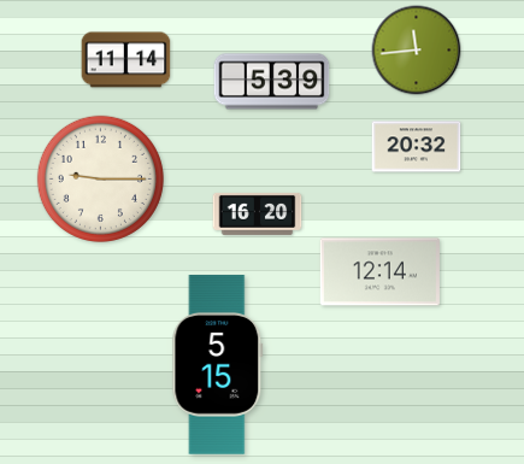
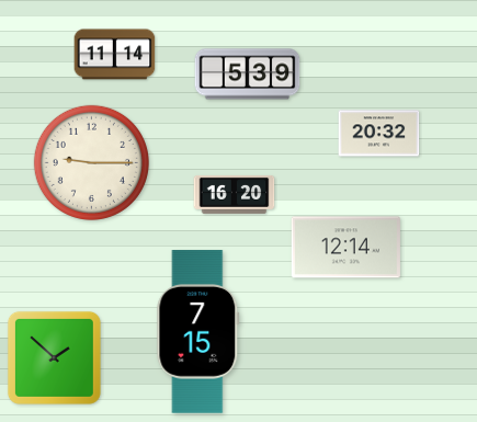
clock at (417, 51): 11:44 -> none
clock at (218, 365): 5:15 -> 7:15
clock at (54, 357): none -> 1:52
